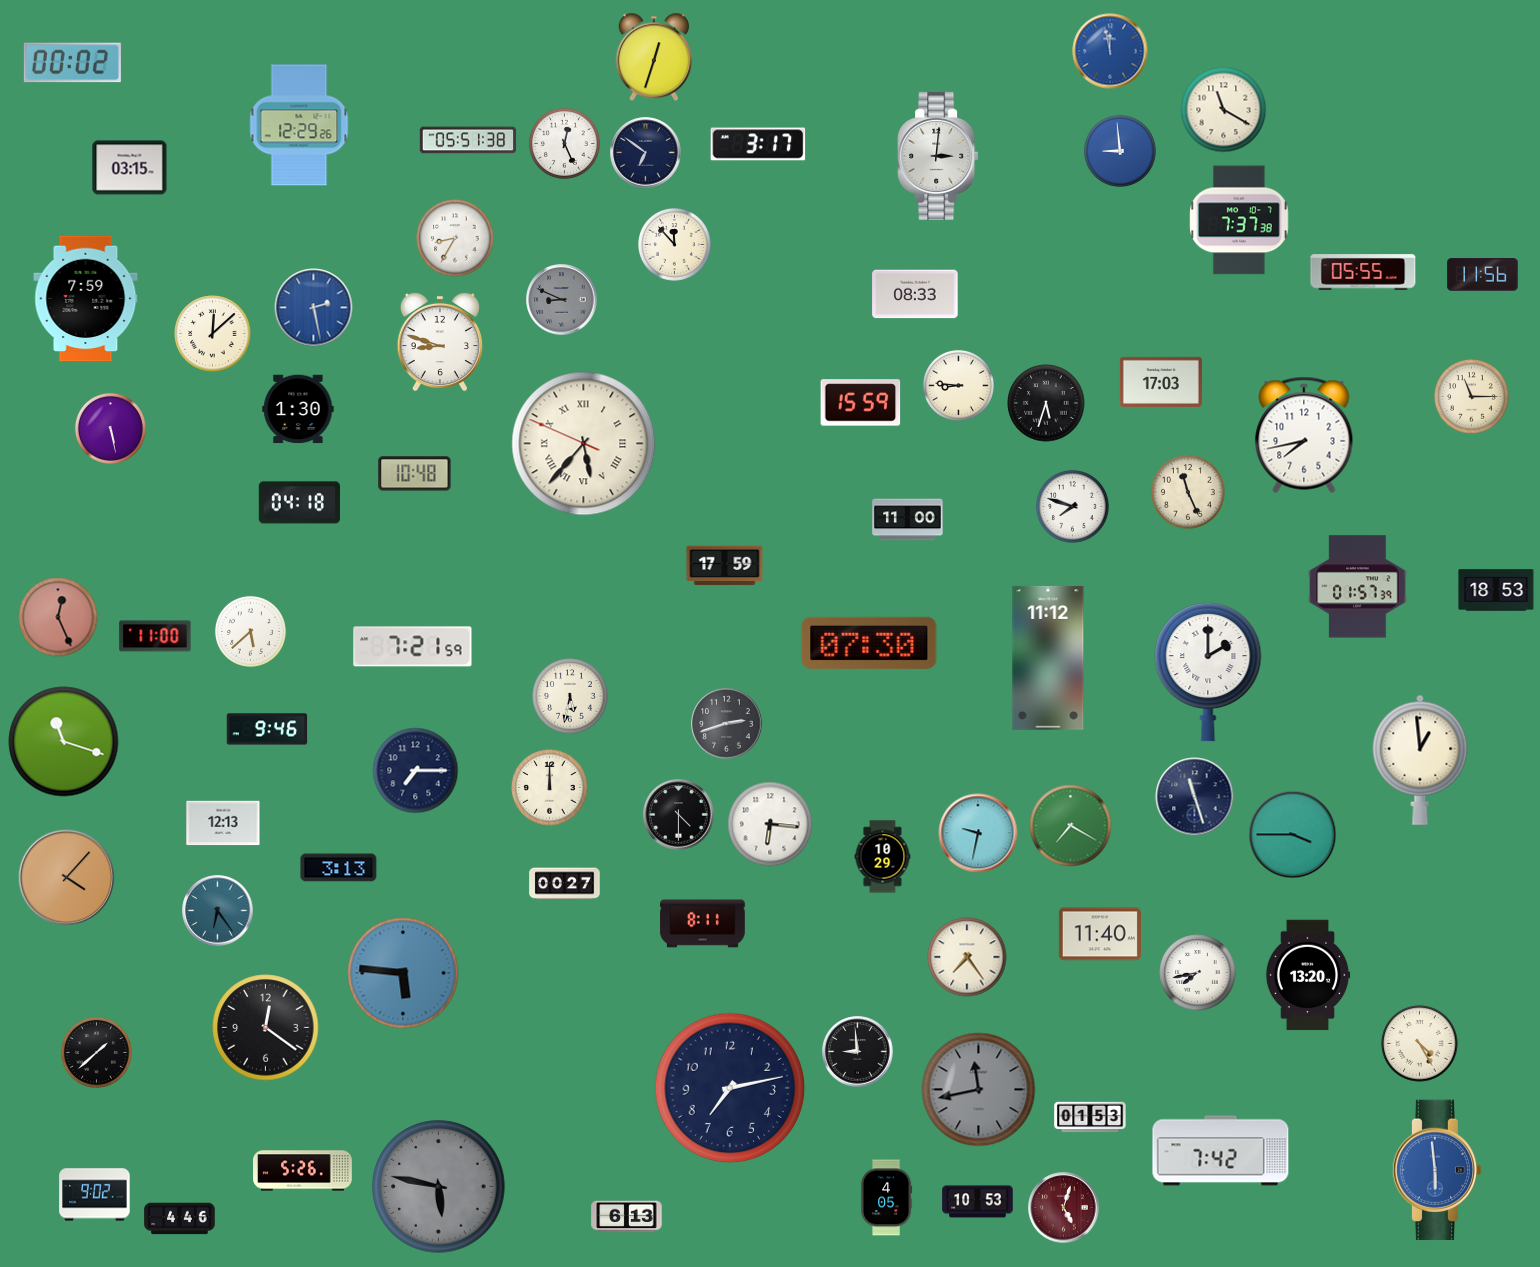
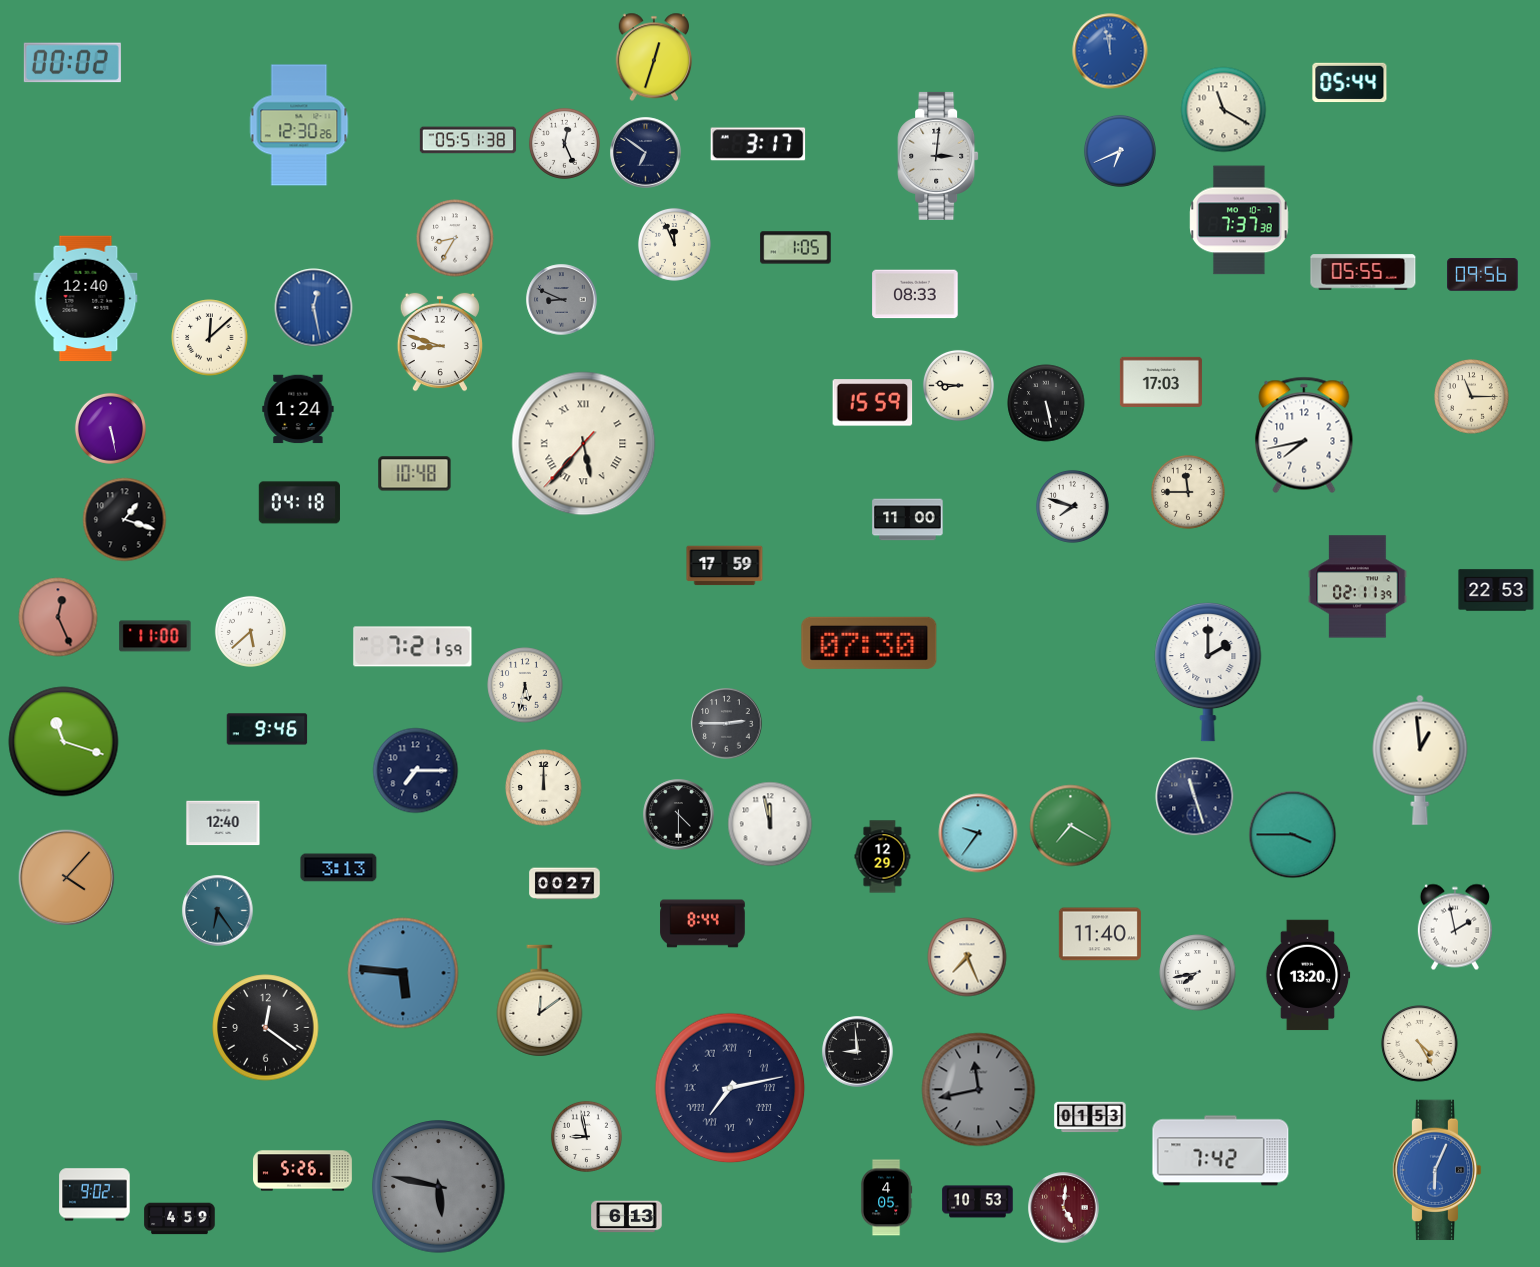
clock at (1350, 83): none -> 05:44
clock at (299, 125): 12:29 -> 12:30
clock at (1120, 151): 8:59 -> 6:41
clock at (130, 168): 03:15 -> none
clock at (674, 244): 11:53 -> 11:56
clock at (796, 248): none -> 1:05
clock at (1483, 275): 11:56 -> 09:56
clock at (86, 299): 7:59 -> 12:40
clock at (314, 308): 2:28 -> 12:28
clock at (213, 334) position: (213, 334) -> (210, 338)
clock at (861, 403) position: (861, 403) -> (873, 403)
clock at (1046, 403): 5:33 -> 5:28
clock at (298, 409): 1:30 -> 1:24
clock at (584, 444): 5:36:49 -> 5:36:37
clock at (1189, 493): 11:26 -> 11:45
clock at (125, 520): none -> 1:18
clock at (1358, 587): 01:57 -> 02:11
clock at (1496, 590): 18:53 -> 22:53
clock at (1048, 658): 11:12 -> none
clock at (570, 696) position: (570, 696) -> (525, 685)
clock at (727, 724): 2:42 -> 2:45
clock at (550, 788) position: (550, 788) -> (544, 788)
clock at (223, 823): 12:13 -> 12:40
clock at (770, 824): 6:16 -> 11:58
clock at (978, 833): 9:32 -> 9:36
clock at (883, 857): 10:29 -> 12:29
clock at (703, 924): 8:11 -> 8:44
clock at (1455, 927): none -> 1:58
clock at (967, 957): 7:24 -> 7:26
clock at (540, 1001): none -> 12:09
clock at (96, 1052): 1:38 -> none
clock at (730, 1088) numerals: Arabic -> Roman
clock at (586, 1136): none -> 8:58
clock at (1437, 1170): 5:59 -> 6:04
clock at (1064, 1208): 5:03 -> 5:01
clock at (180, 1219): 4:46 -> 4:59
